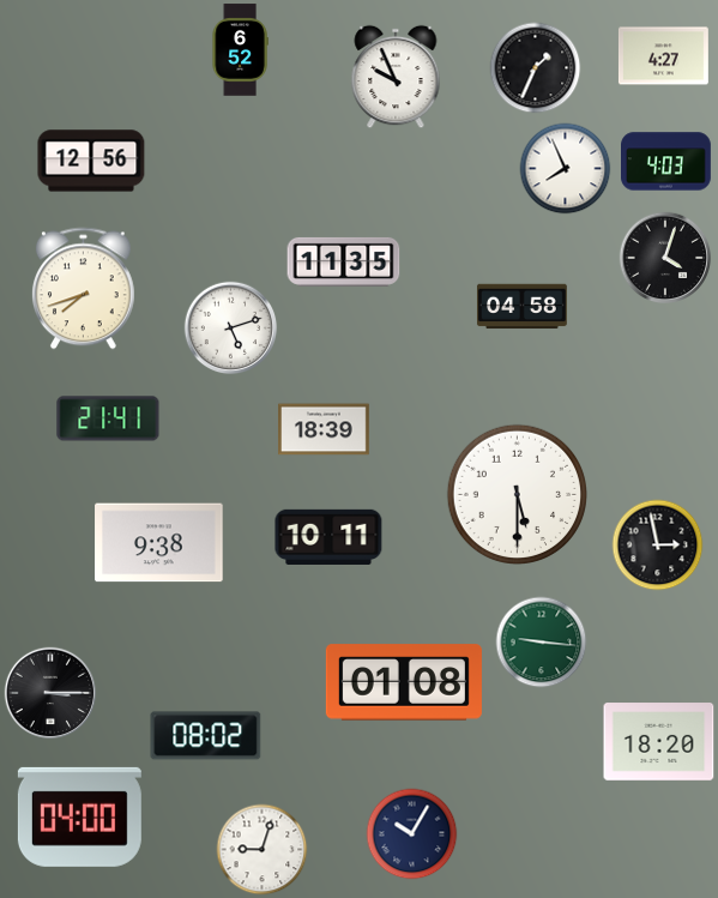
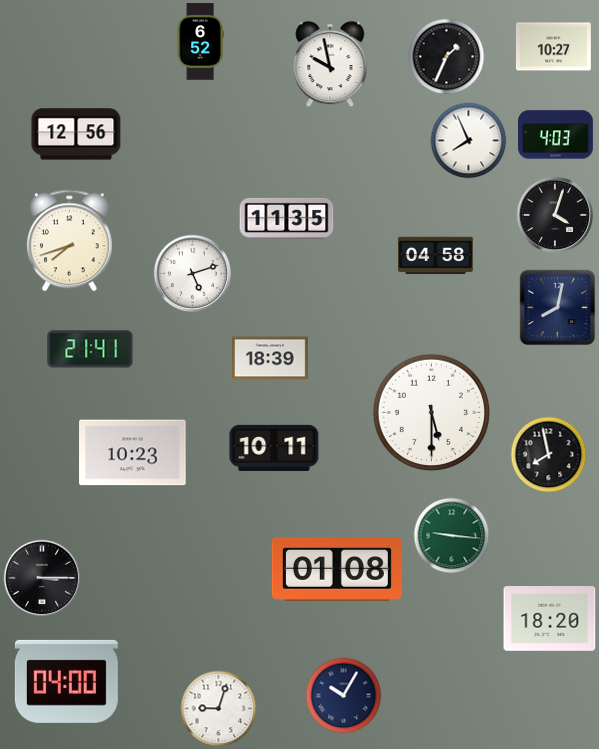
clock at (663, 56): 4:27 -> 10:27
clock at (396, 77): 9:56 -> 9:58
clock at (566, 169) position: (566, 169) -> (469, 141)
clock at (558, 308): none -> 8:02
clock at (159, 543): 9:38 -> 10:23
clock at (658, 546): 2:58 -> 7:58
clock at (206, 736): 08:02 -> none
